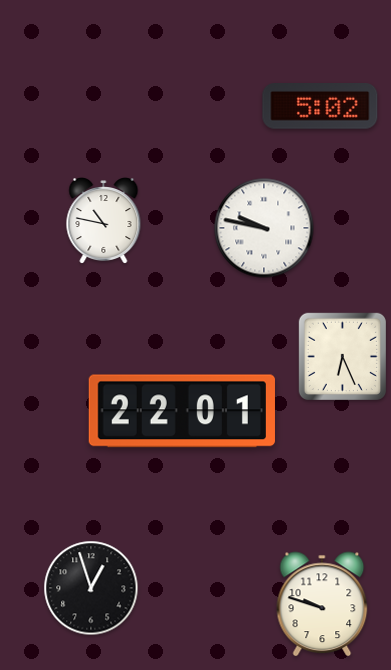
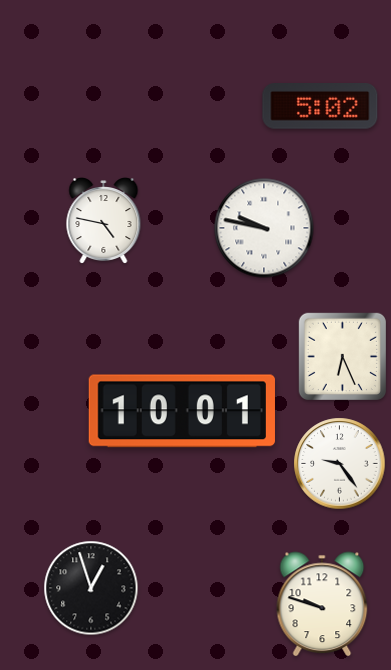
clock at (104, 221): 10:47 -> 4:47
clock at (182, 411): 22:01 -> 10:01
clock at (340, 464): none -> 9:24
